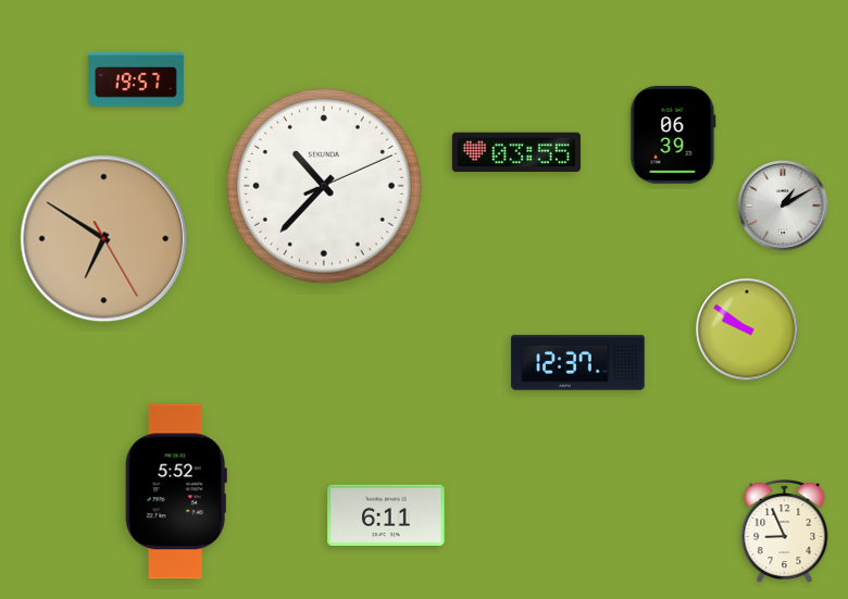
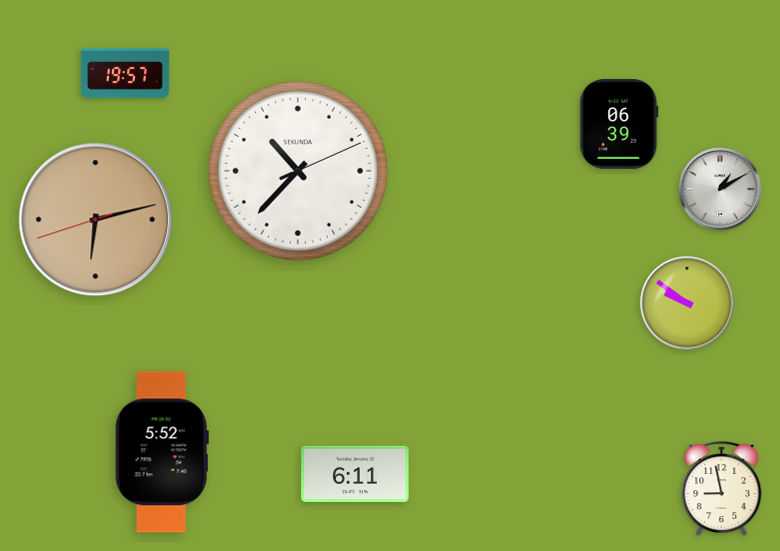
clock at (516, 152): 03:55 -> none
clock at (104, 239): 6:50 -> 6:12
clock at (578, 363): 12:37 -> none
clock at (785, 532): 8:56 -> 8:58
